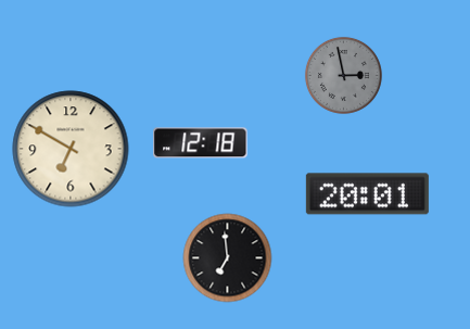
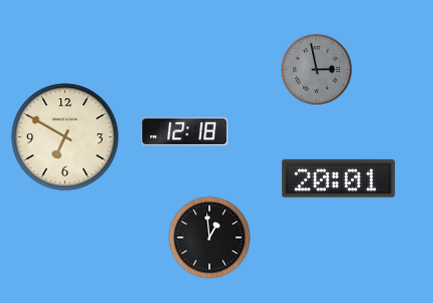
clock at (228, 258): 6:59 -> 12:59
